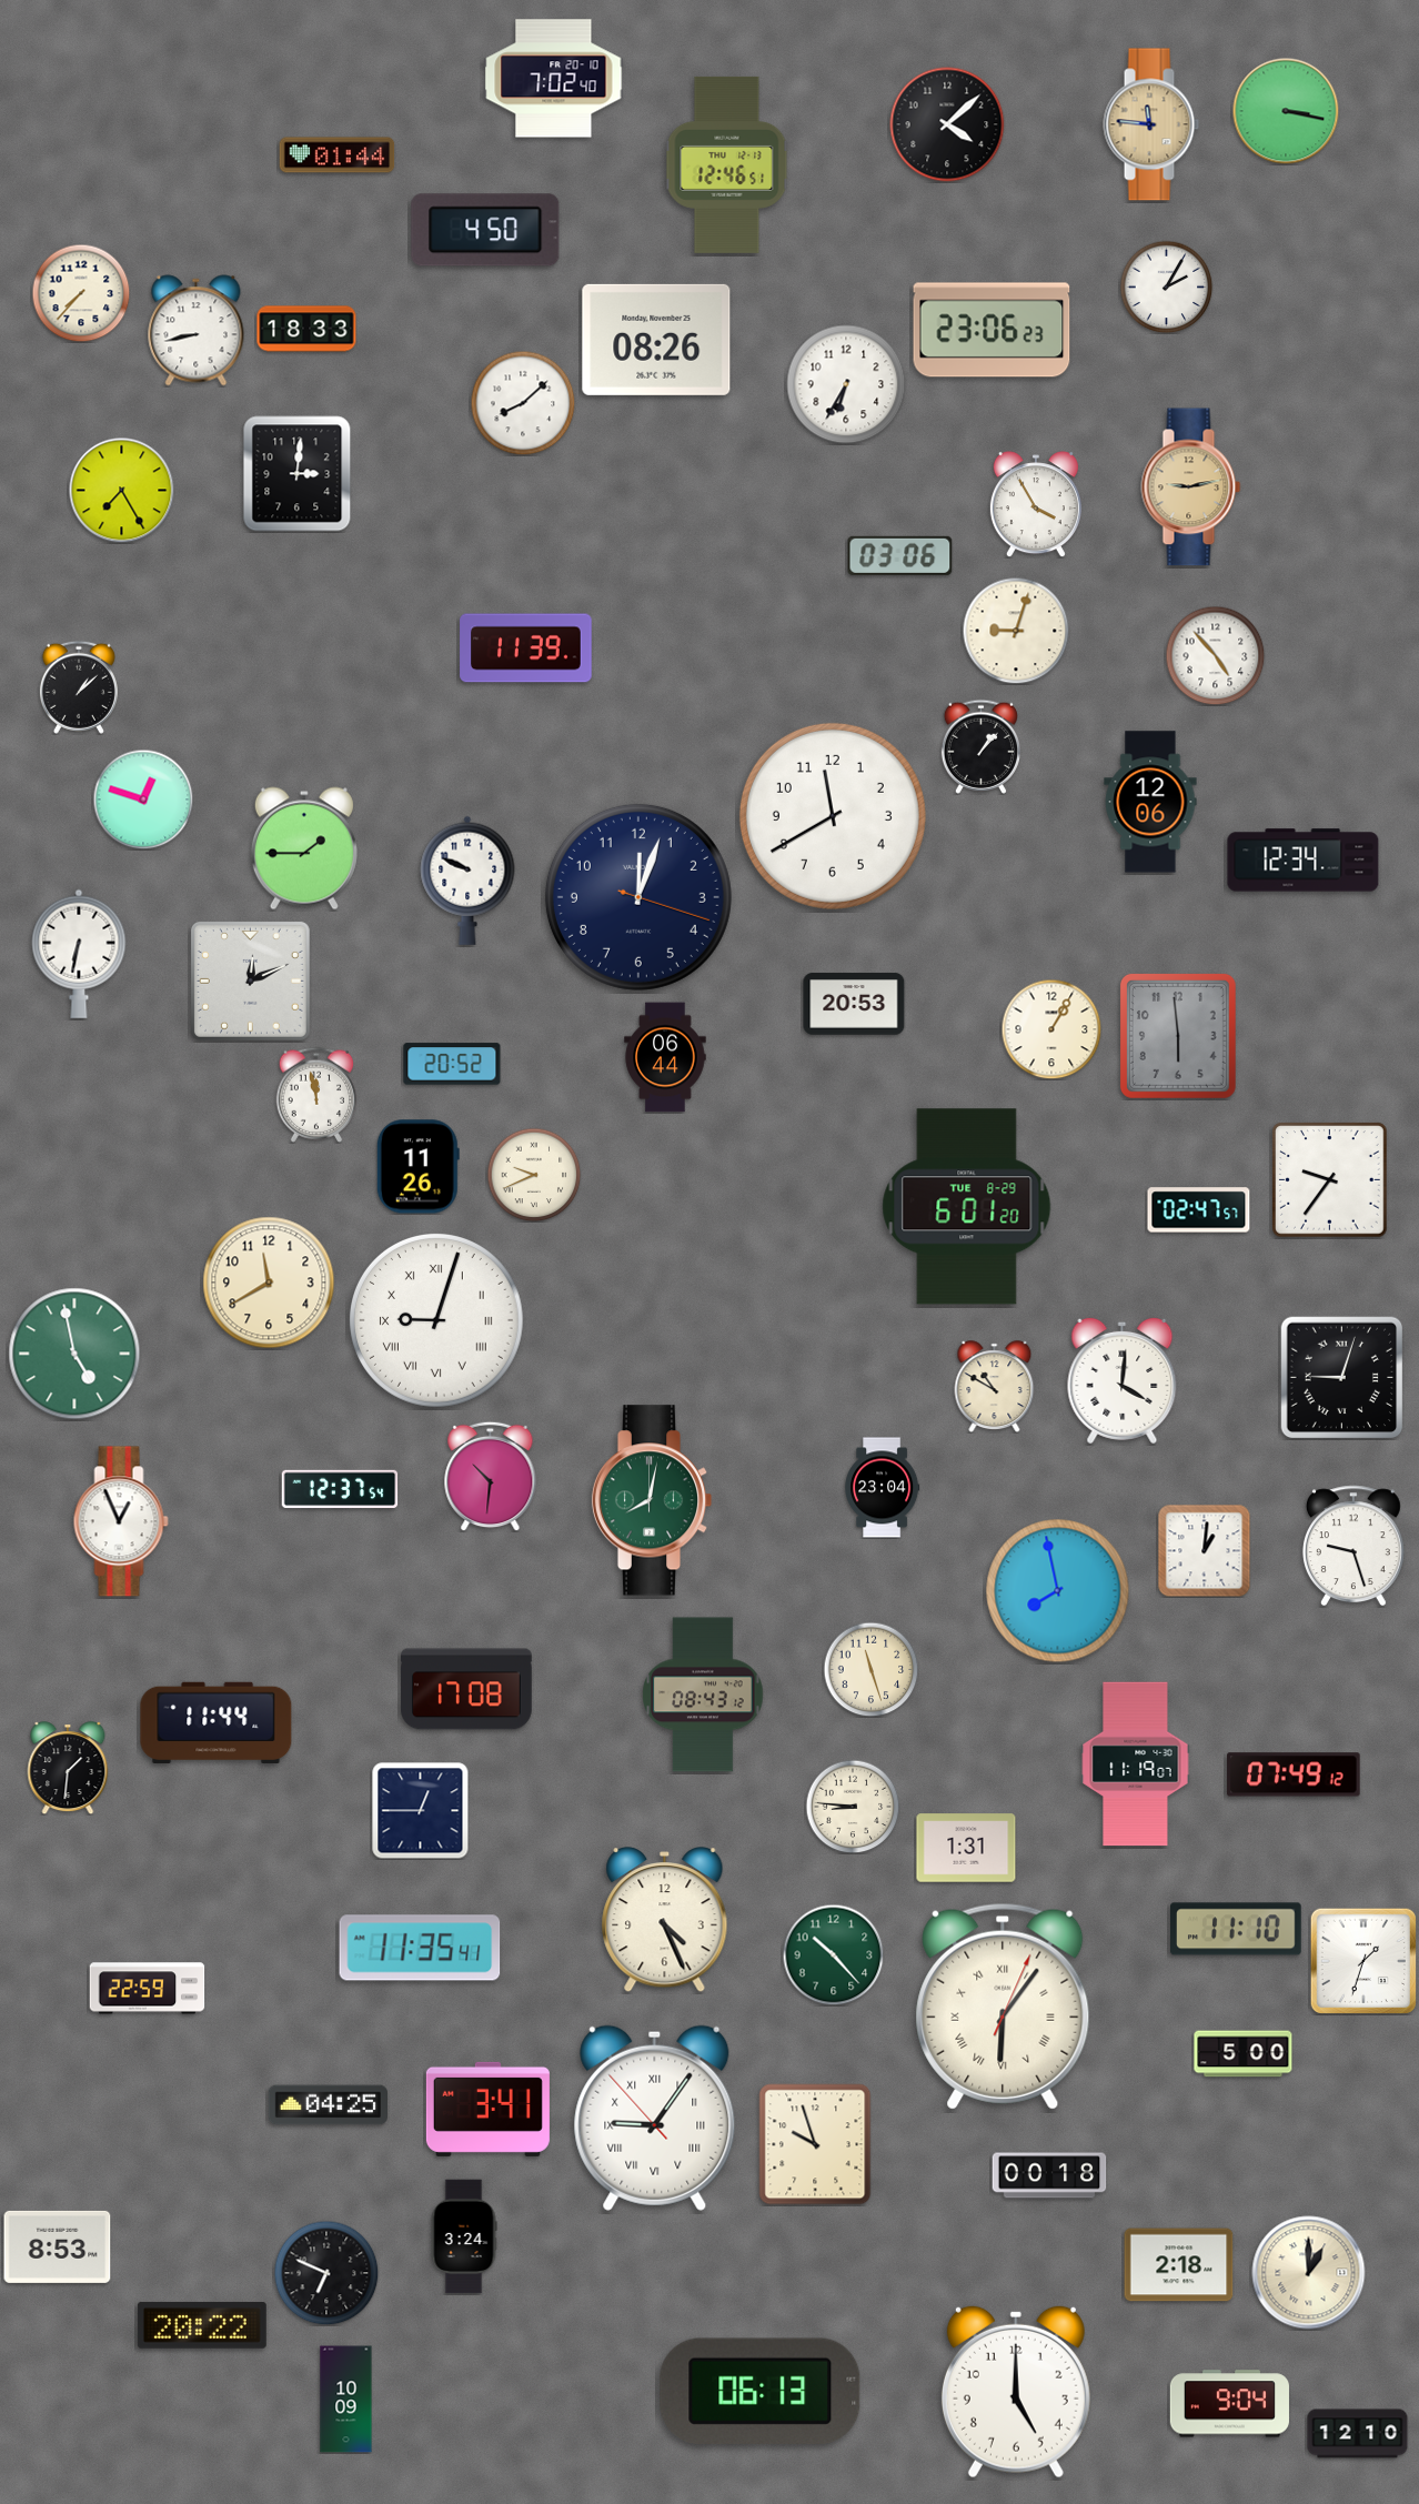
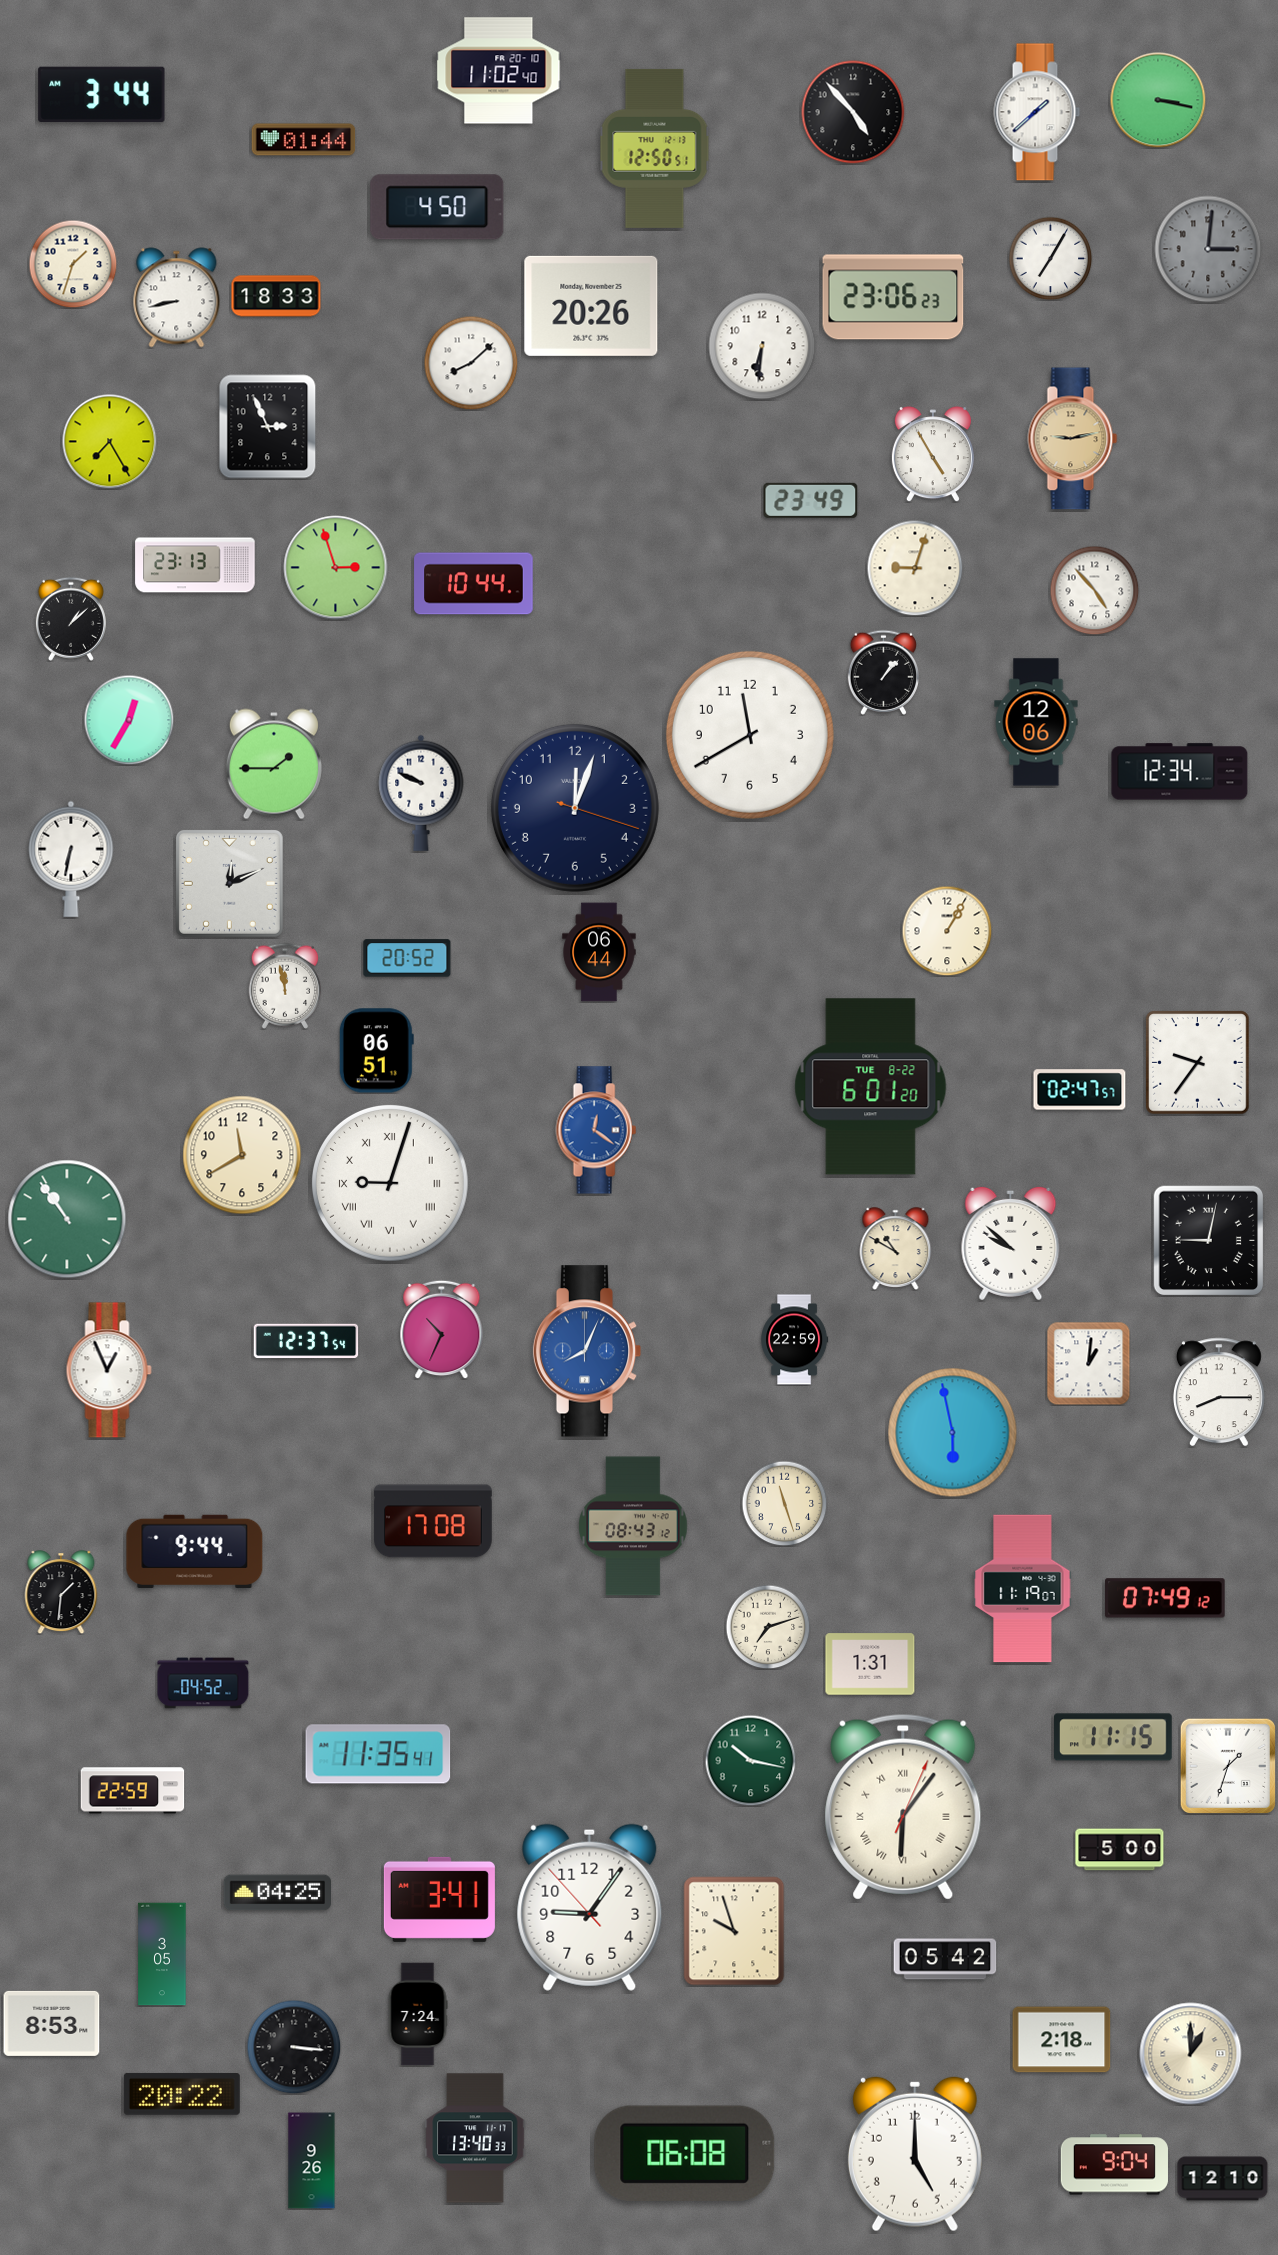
clock at (554, 79): 7:02 -> 11:02
clock at (102, 94): none -> 3:44
clock at (947, 124): 4:08 -> 4:53
clock at (1151, 124): 11:46 -> 1:38
clock at (1151, 124) dial: champagne -> white
clock at (727, 164): 12:46 -> 12:50
clock at (1208, 249): none -> 3:01
clock at (1166, 286): 2:05 -> 7:05
clock at (81, 293): 7:37 -> 1:33
clock at (656, 340): 08:26 -> 20:26
clock at (846, 384): 6:35 -> 6:31
clock at (298, 474): 3:01 -> 2:56
clock at (1036, 504): 3:55 -> 4:55
clock at (900, 555): 03:06 -> 23:49
clock at (195, 565): none -> 23:13
clock at (336, 568): none -> 2:57
clock at (526, 648): 11:39 -> 10:44
clock at (143, 800): 12:48 -> 12:35
clock at (1304, 861) position: (1304, 861) -> (1180, 772)
clock at (250, 981) position: (250, 981) -> (229, 883)
clock at (854, 1004): 20:53 -> none
clock at (1051, 1029) position: (1051, 1029) -> (947, 931)
clock at (1178, 1036): 5:59 -> none
clock at (417, 1167): 11:26 -> 06:51
clock at (534, 1175): 9:41 -> none
clock at (967, 1207) date: TUE 8-29 -> TUE 8-22
clock at (596, 1130): none -> 12:21
clock at (436, 1320) position: (436, 1320) -> (390, 1183)
clock at (74, 1354): 4:58 -> 10:54
clock at (1342, 1378): 9:03 -> 9:02
clock at (1123, 1380): 4:01 -> 9:52
clock at (491, 1476): 10:31 -> 10:34
clock at (883, 1488): 23:04 -> 22:59
clock at (652, 1500): 8:02 -> 8:04
clock at (652, 1500) dial: green -> blue
clock at (1353, 1546): 9:27 -> 8:15
clock at (1204, 1550) position: (1204, 1550) -> (1088, 1363)
clock at (1058, 1591): 7:58 -> 5:58
clock at (466, 1689) position: (466, 1689) -> (433, 1521)
clock at (217, 1722): 11:44 -> 9:44
clock at (853, 1807): 8:46 -> 7:12
clock at (421, 1811): 12:45 -> none
clock at (203, 1683): none -> 04:52
clock at (665, 1920): 4:26 -> none
clock at (1237, 1929): 11:10 -> 11:15
clock at (833, 1954): 10:23 -> 10:17
clock at (328, 2105) position: (328, 2105) -> (277, 1893)
clock at (655, 2118) numerals: Roman -> Arabic
clock at (162, 1954): none -> 3:05
clock at (1049, 2175): 00:18 -> 05:42
clock at (464, 2236): 3:24 -> 7:24
clock at (326, 2273): 6:49 -> 3:16
clock at (1309, 2273) position: (1309, 2273) -> (1191, 2054)
clock at (475, 2138): none -> 13:40
clock at (761, 2391): 06:13 -> 06:08
clock at (346, 2400): 10:09 -> 9:26
clock at (1229, 2404) position: (1229, 2404) -> (1114, 2165)
clock at (1358, 2434) position: (1358, 2434) -> (1223, 2179)
